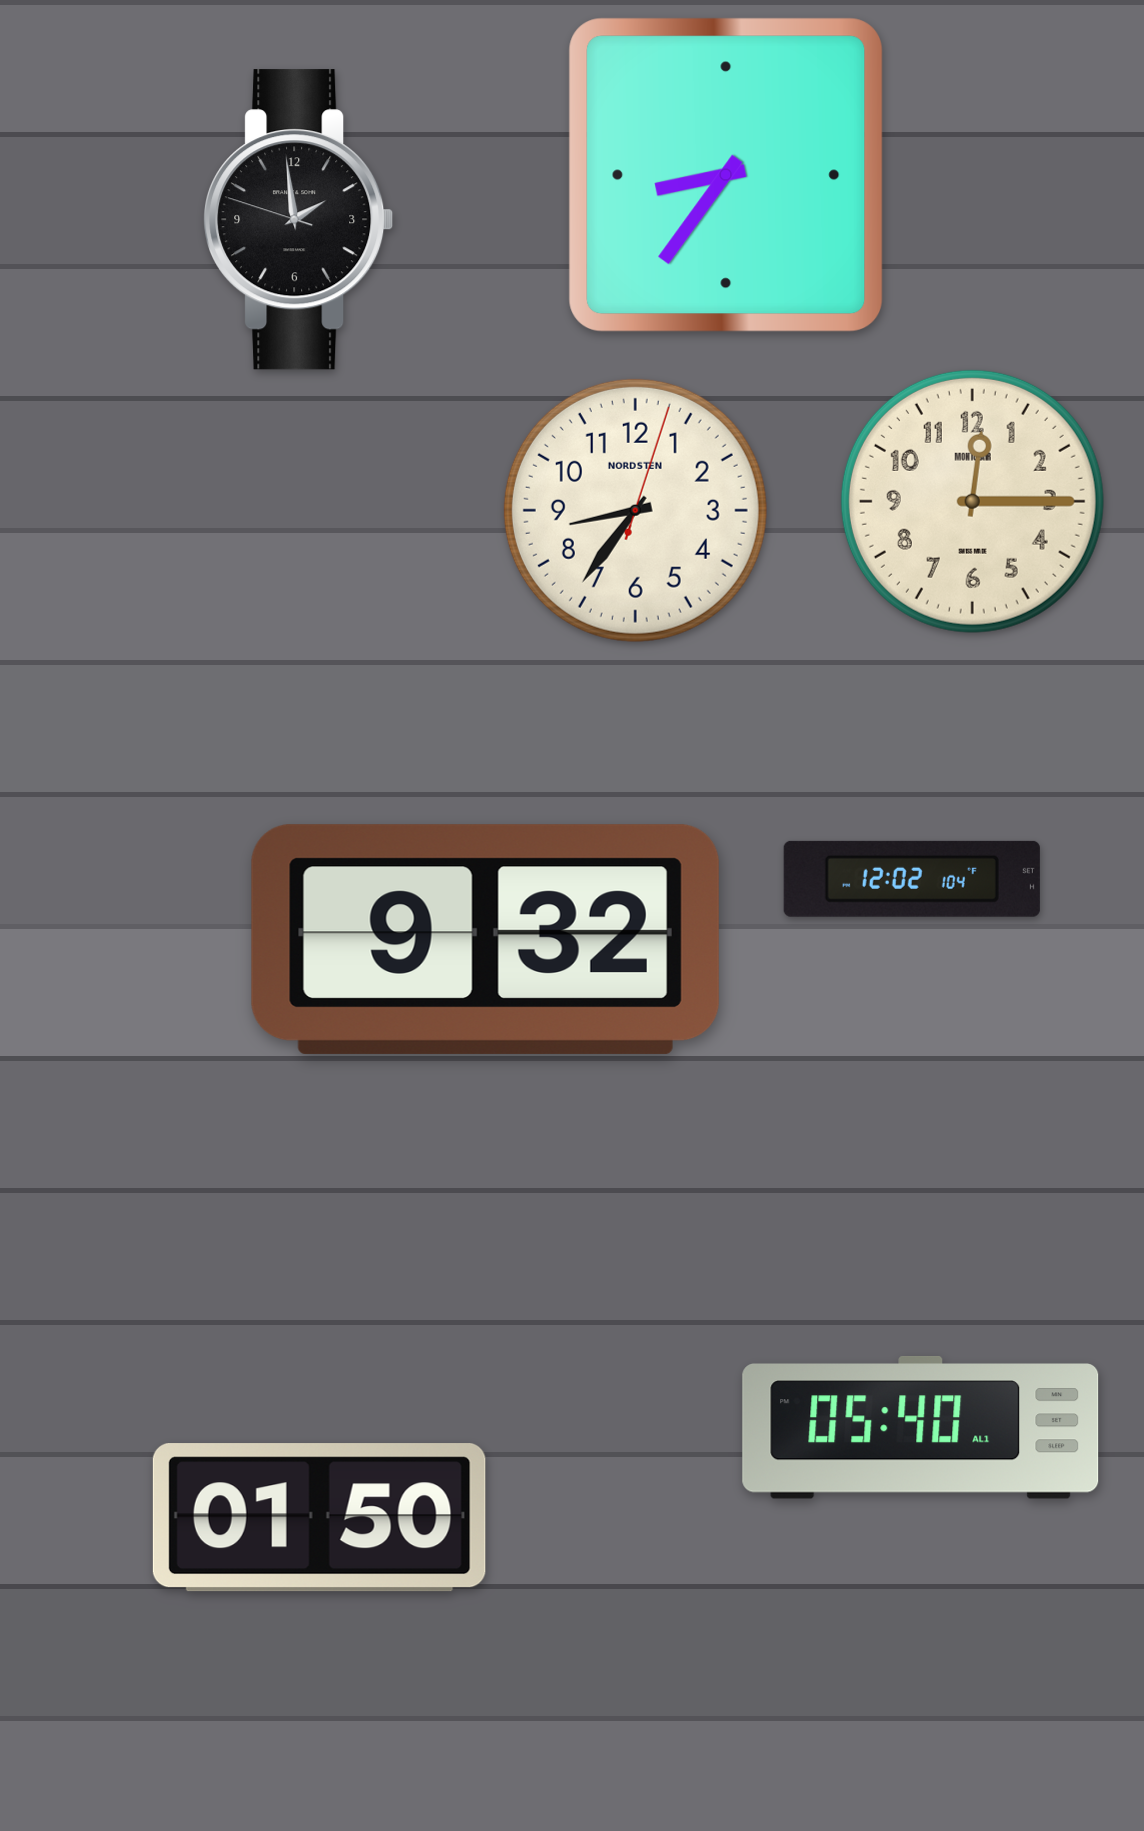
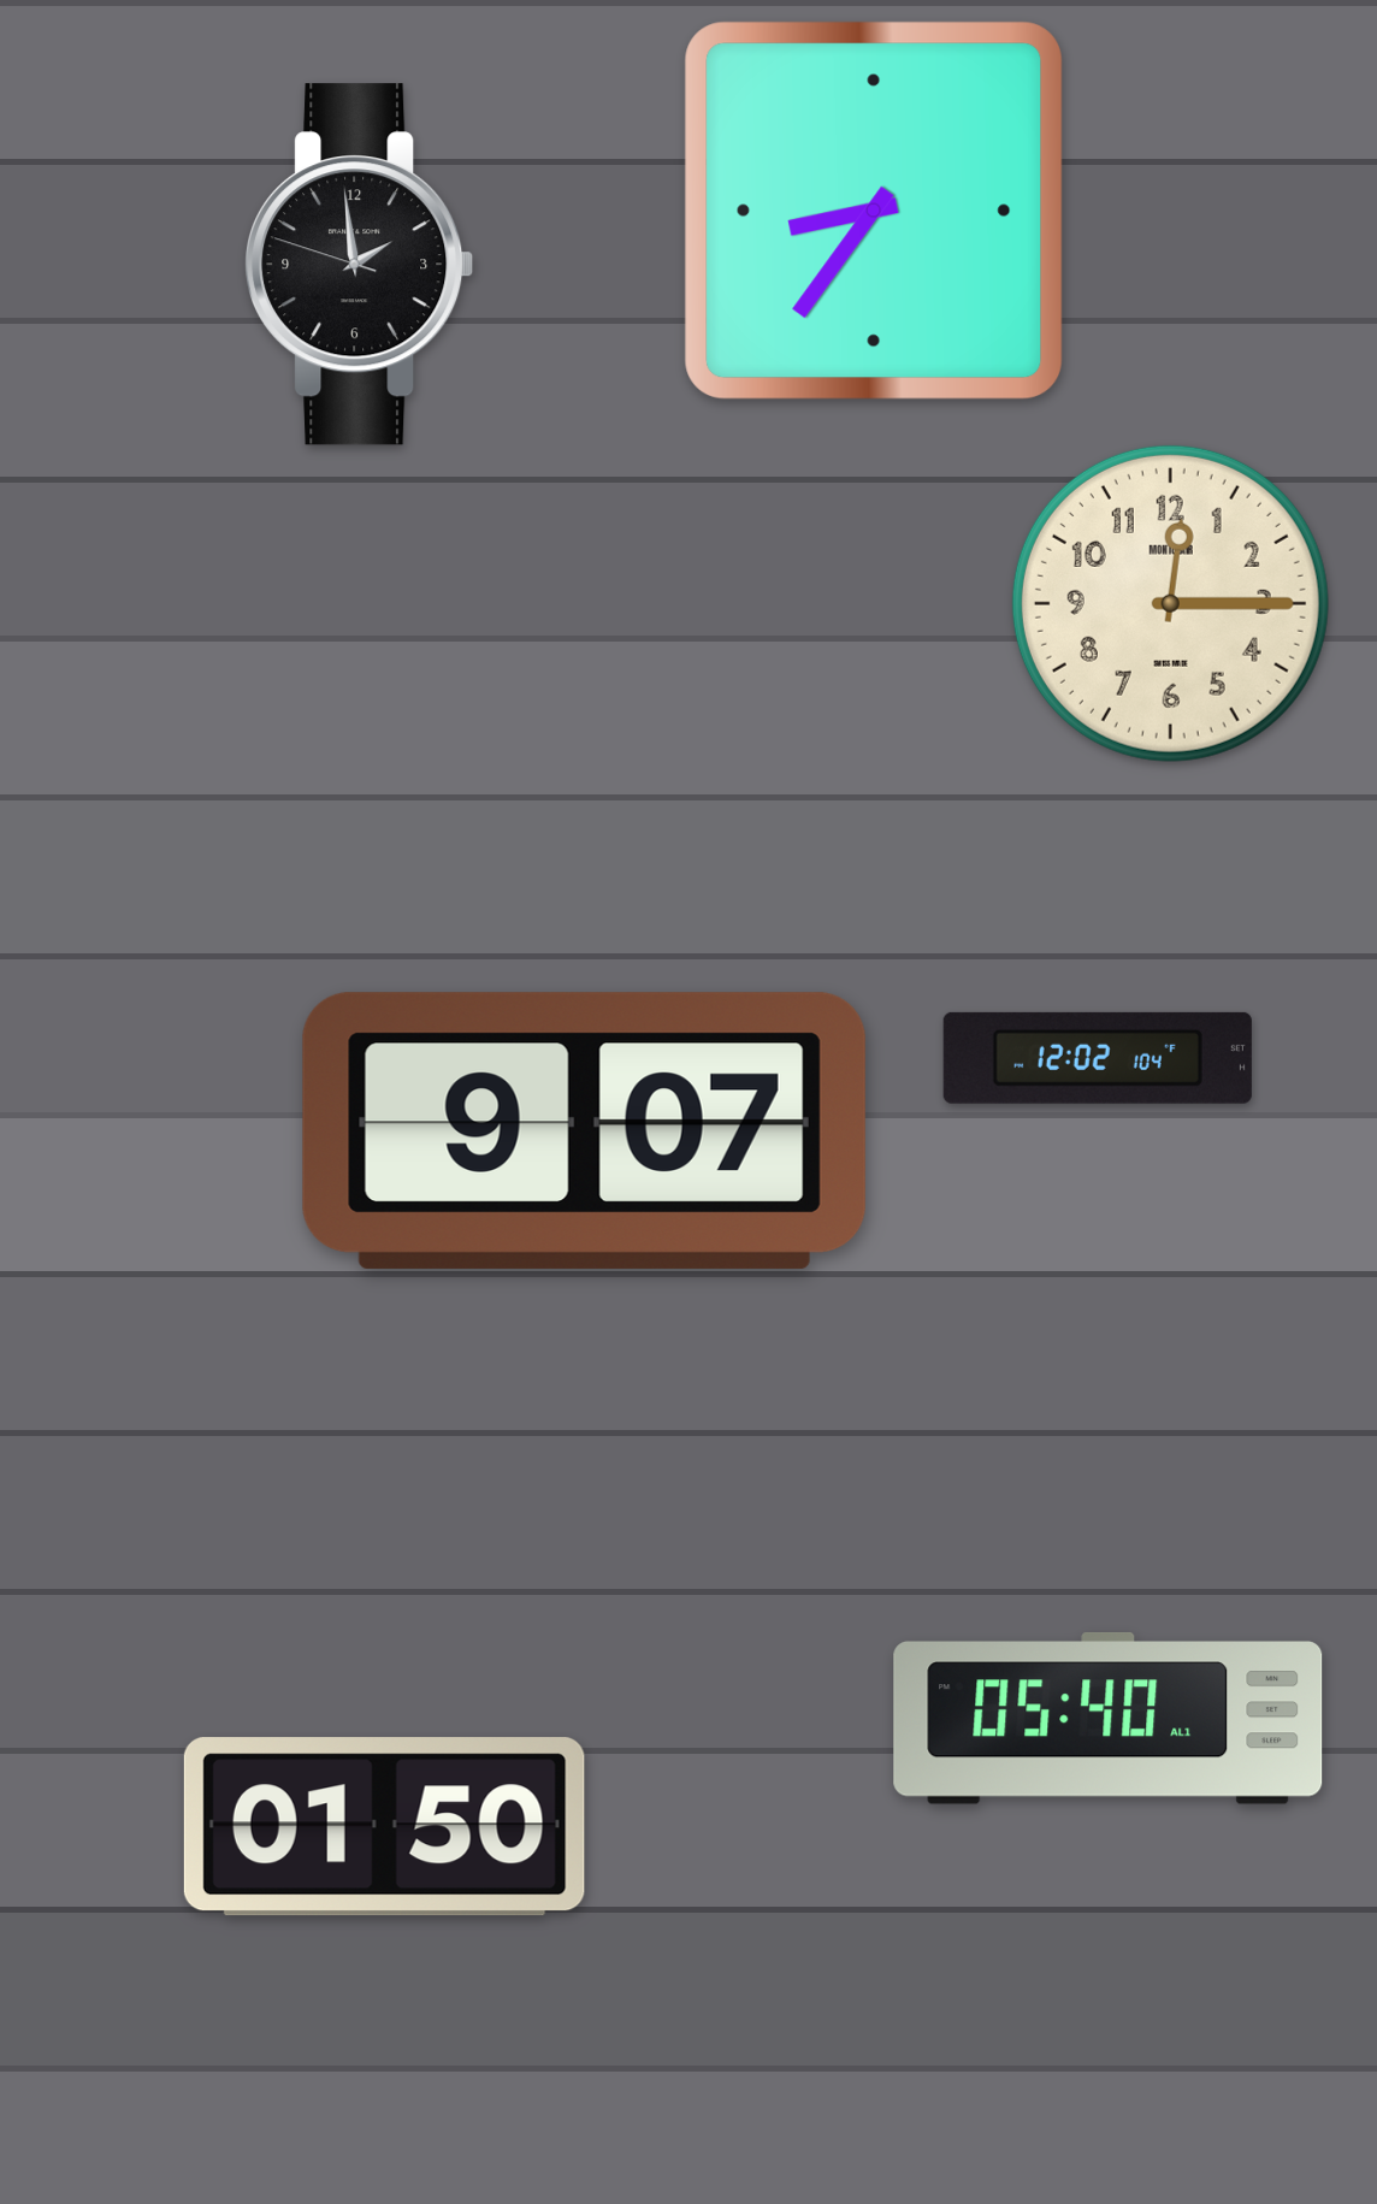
clock at (635, 510): 8:36 -> none
clock at (485, 939): 9:32 -> 9:07
